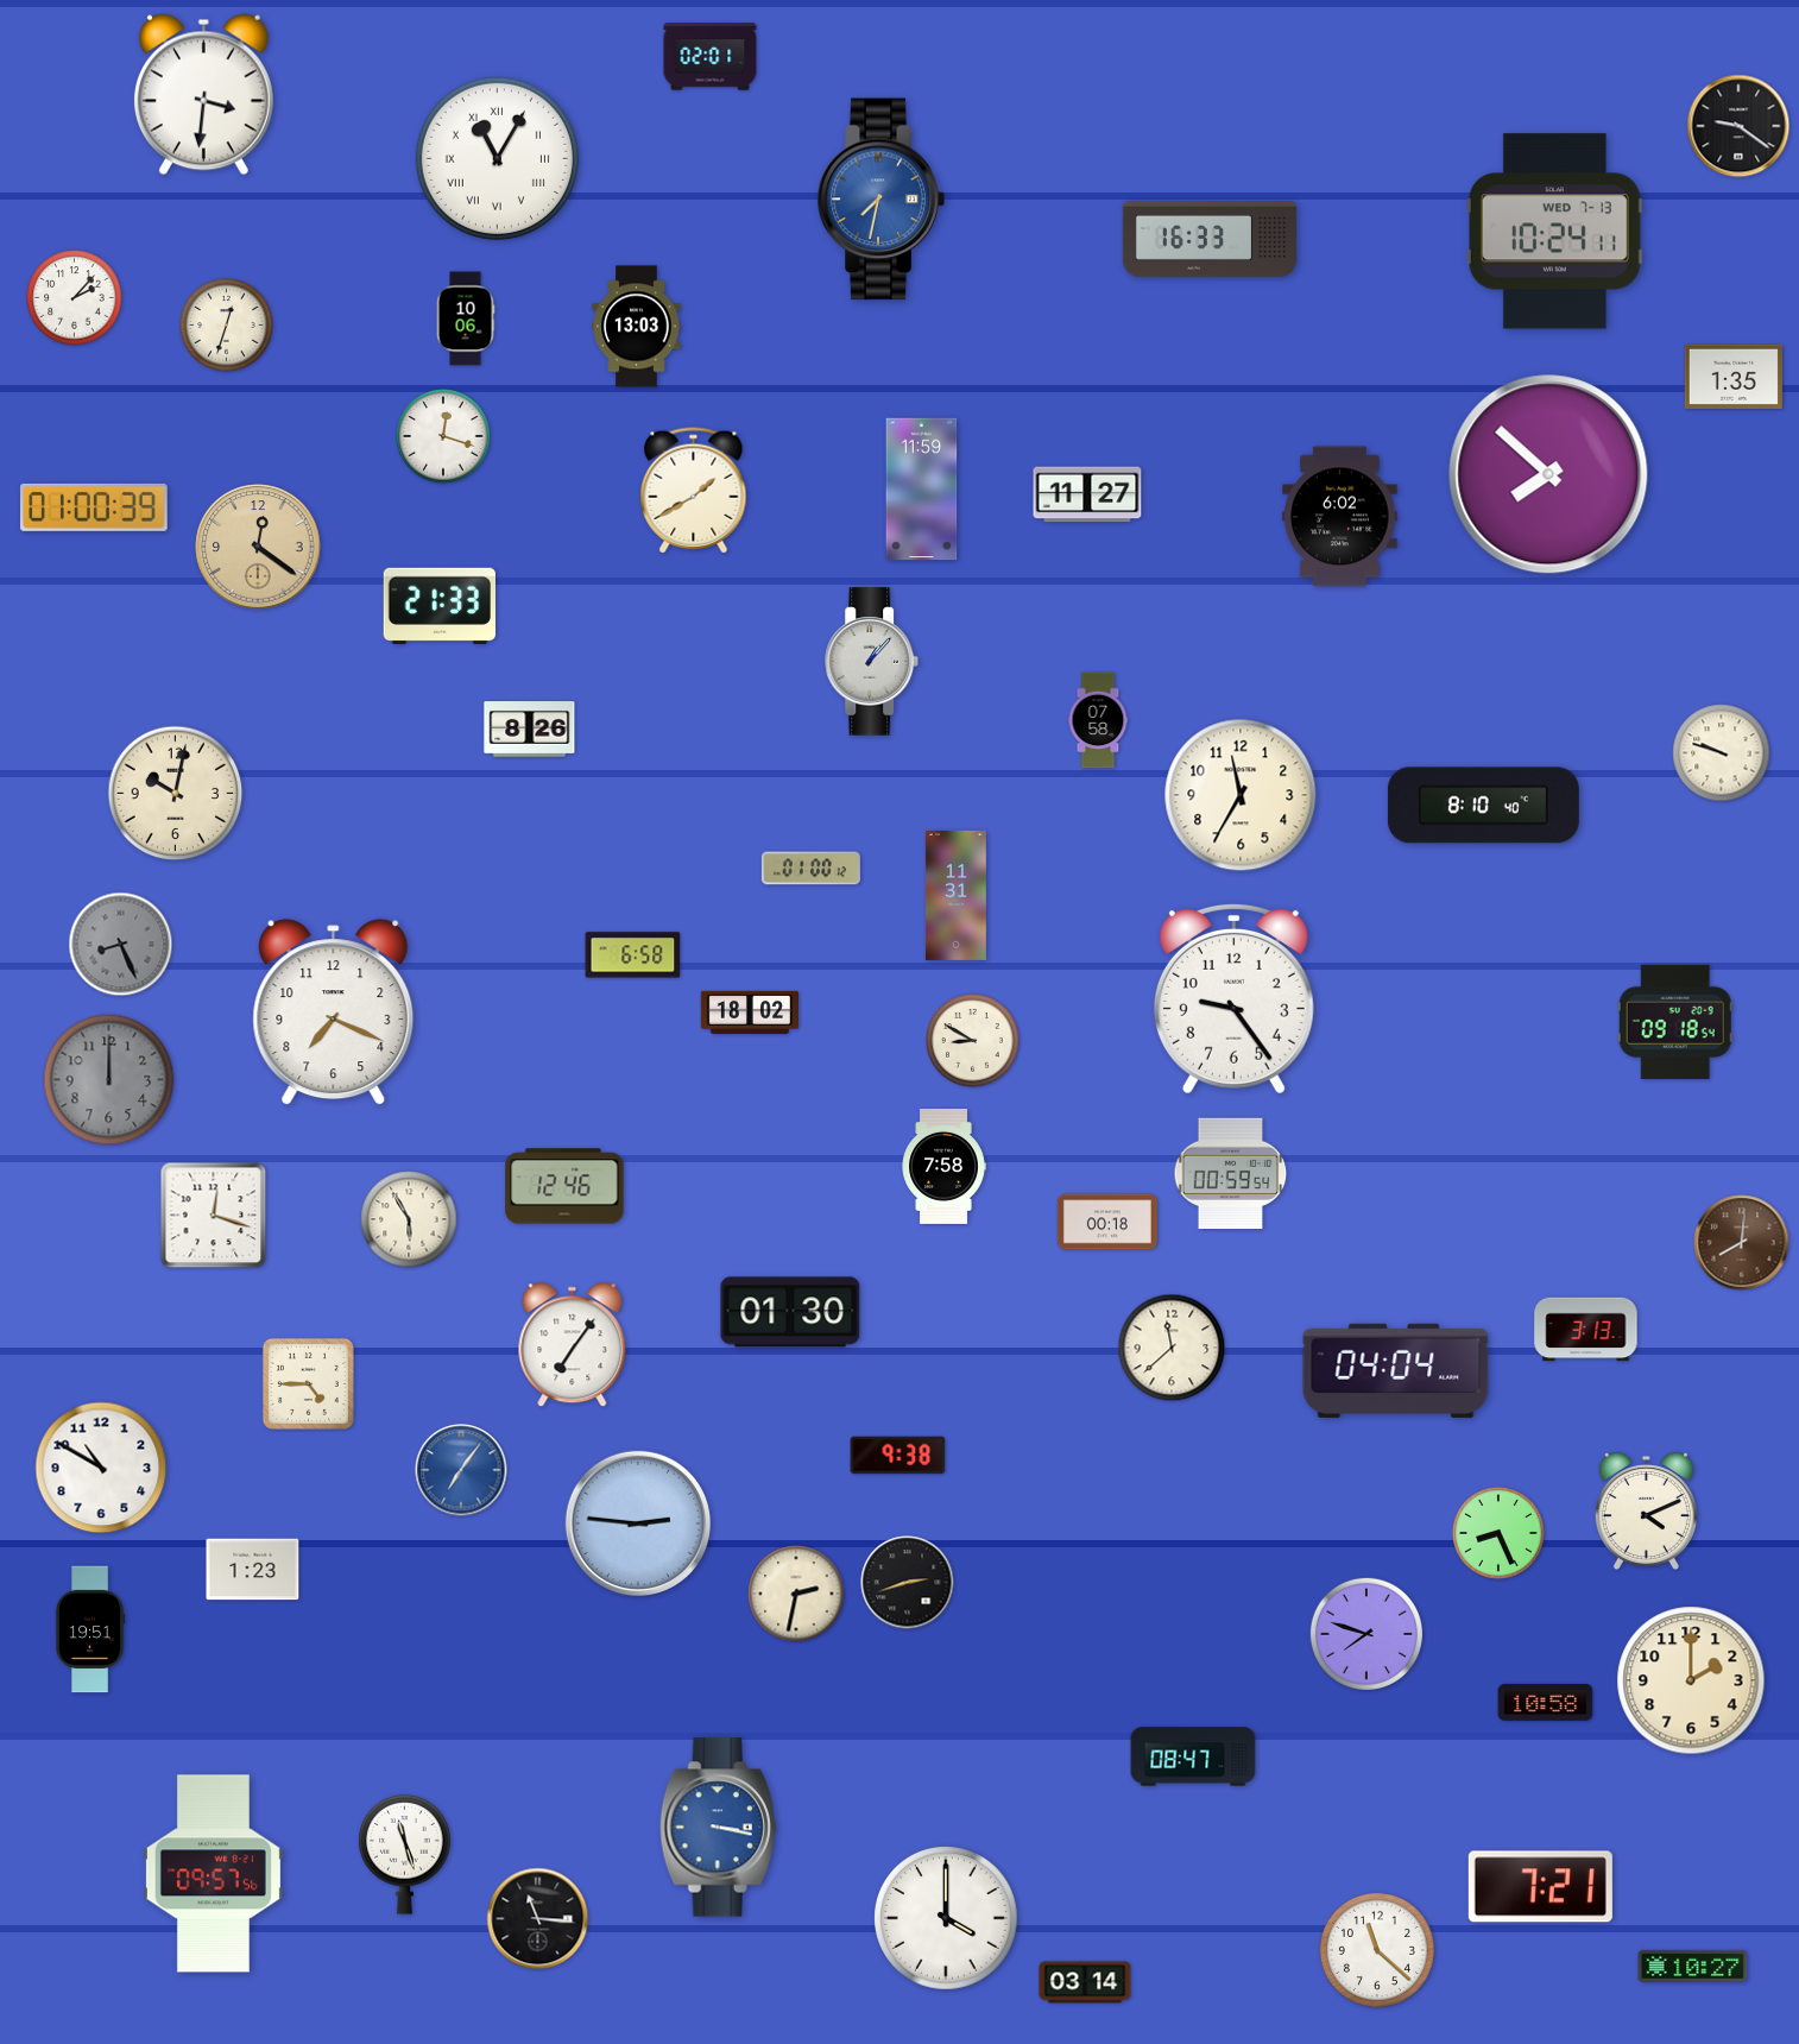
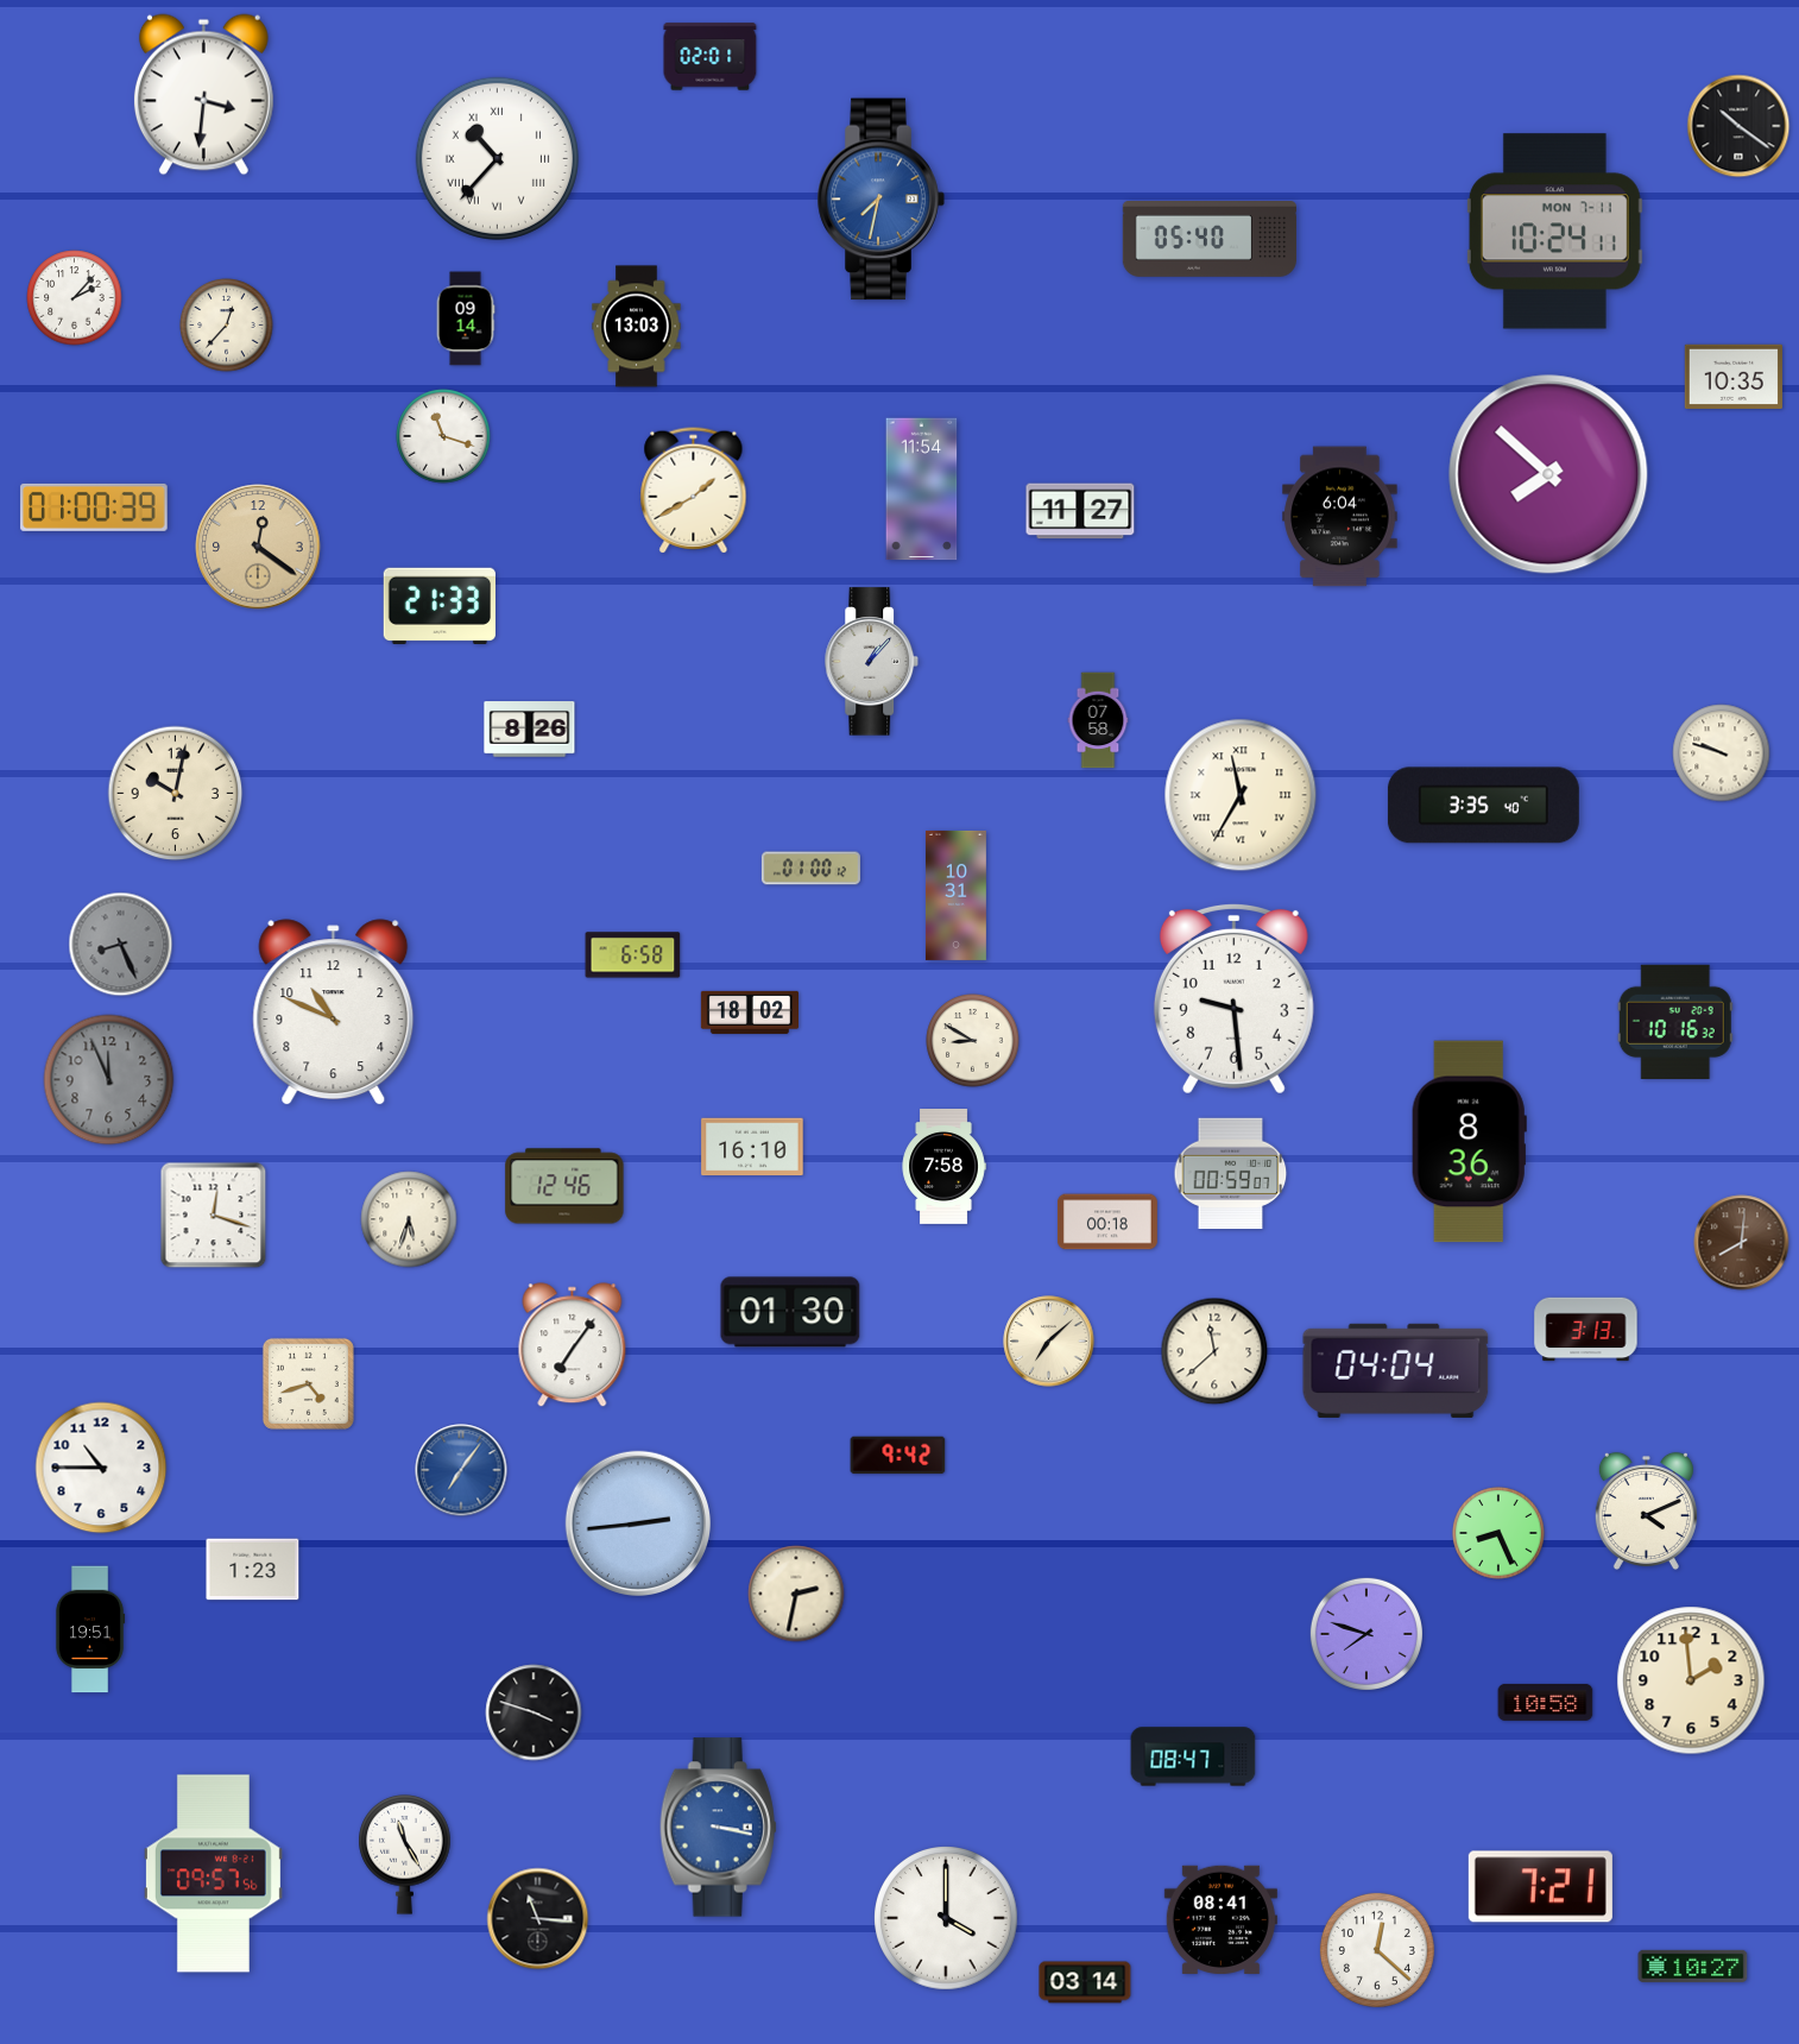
clock at (1738, 126): 9:21 -> 10:21
clock at (497, 158): 11:05 -> 10:37
clock at (1554, 232) date: WED 7-13 -> MON 7-11
clock at (1210, 240): 16:33 -> 05:40
clock at (466, 318): 10:06 -> 09:14
clock at (227, 326): 12:33 -> 12:37
clock at (1734, 377): 1:35 -> 10:35
clock at (443, 436): 12:18 -> 11:18
clock at (922, 490): 11:59 -> 11:54
clock at (1087, 494) position: (1087, 494) -> (1080, 511)
clock at (1340, 517): 6:02 -> 6:04
clock at (1241, 795) numerals: Arabic -> Roman
clock at (1483, 806): 8:10 -> 3:35
clock at (955, 895): 11:31 -> 10:31
clock at (1233, 998): 9:24 -> 9:29
clock at (334, 1012): 7:19 -> 10:49
clock at (1675, 1022): 09:18 -> 10:16
clock at (109, 1080): 12:00 -> 11:56
clock at (1469, 1142): none -> 8:36
clock at (752, 1147): none -> 16:10
clock at (1231, 1174): 00:59:54 -> 00:59:07
clock at (409, 1219): 5:55 -> 5:33
clock at (1049, 1342): none -> 7:08
clock at (1172, 1348) position: (1172, 1348) -> (1214, 1351)
clock at (308, 1383): 4:45 -> 4:42
clock at (898, 1456): 9:38 -> 9:42
clock at (101, 1468): 10:50 -> 10:45
clock at (637, 1522): 2:46 -> 2:44
clock at (908, 1583): 2:42 -> none
clock at (1691, 1680): 2:00 -> 1:59
clock at (534, 1712): none -> 3:48
clock at (405, 1854): 11:27 -> 11:25
clock at (1220, 1919): none -> 08:41
clock at (1377, 1950): 11:22 -> 12:22
